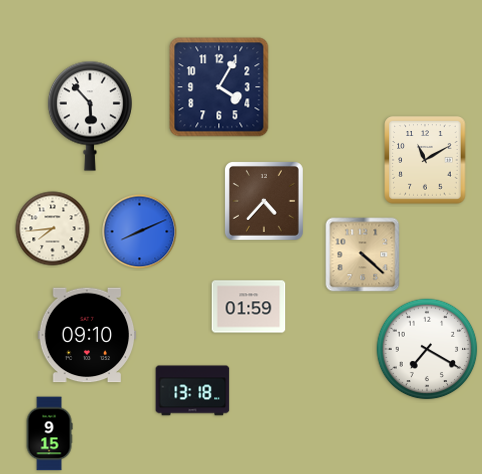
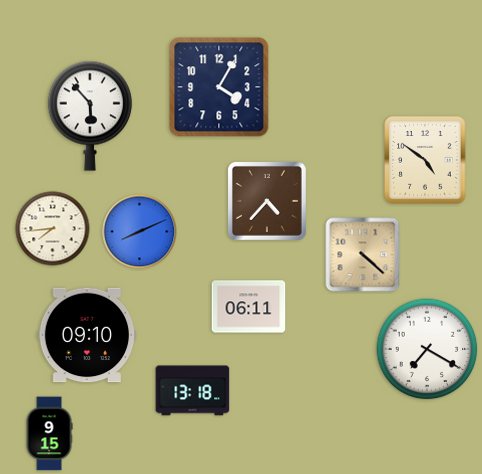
clock at (425, 160): 11:10 -> 4:51
clock at (264, 201) position: (264, 201) -> (267, 201)
clock at (249, 307): 01:59 -> 06:11
